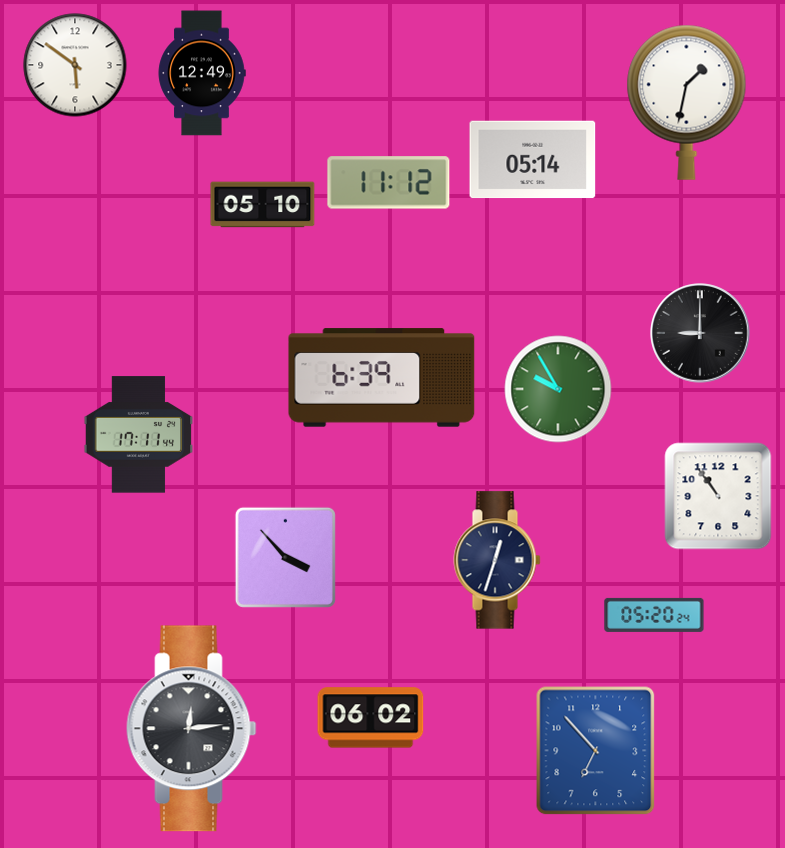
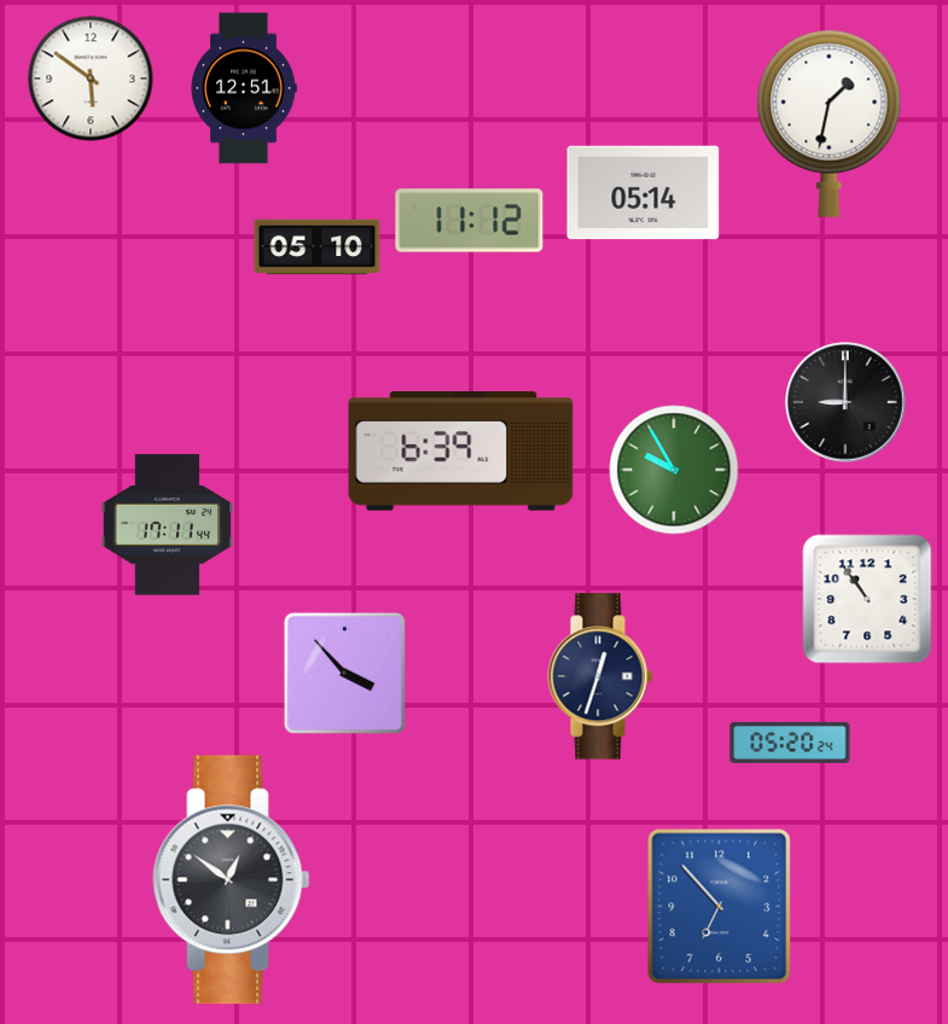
clock at (202, 73): 12:49 -> 12:51
clock at (382, 378) position: (382, 378) -> (461, 452)
clock at (371, 718): 06:02 -> none
clock at (192, 729): 12:14 -> 12:51
